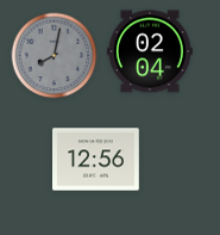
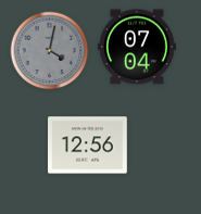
clock at (150, 51): 02:04 -> 07:04
clock at (55, 56): 8:02 -> 4:02
